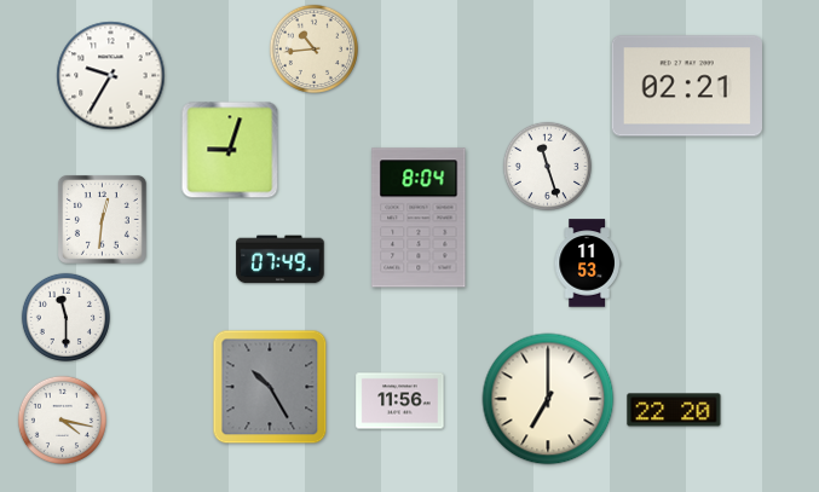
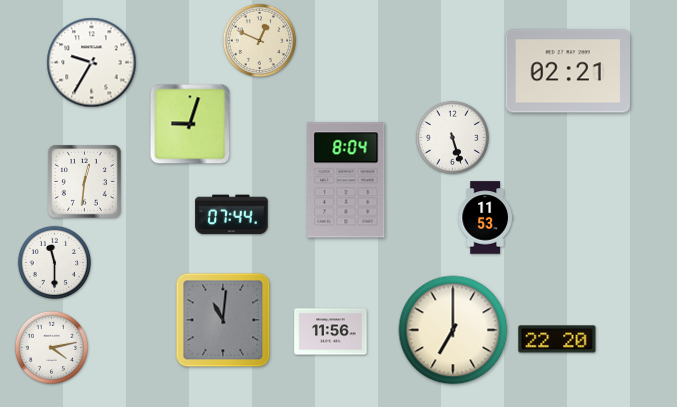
clock at (313, 48): 10:44 -> 12:49
clock at (547, 166): 11:27 -> 5:27
clock at (281, 260): 07:49 -> 07:44
clock at (270, 387): 10:25 -> 11:01
clock at (62, 419): 4:17 -> 4:13
